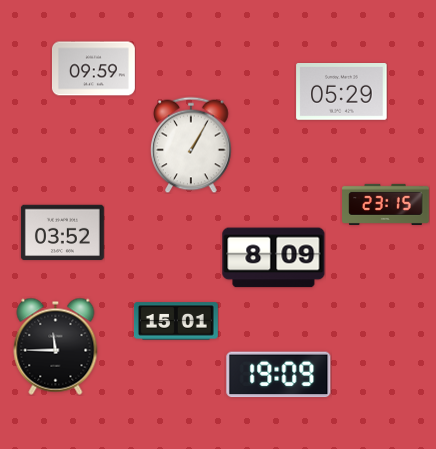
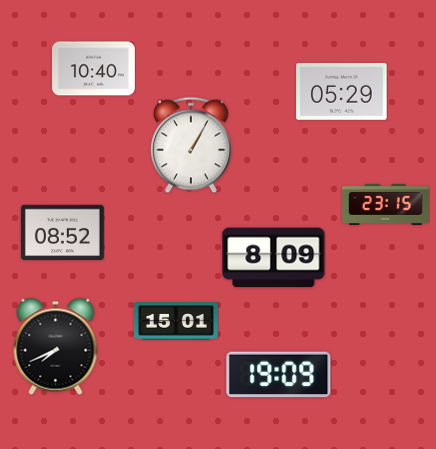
clock at (93, 69): 09:59 -> 10:40
clock at (62, 233): 03:52 -> 08:52
clock at (56, 346): 11:45 -> 7:41
